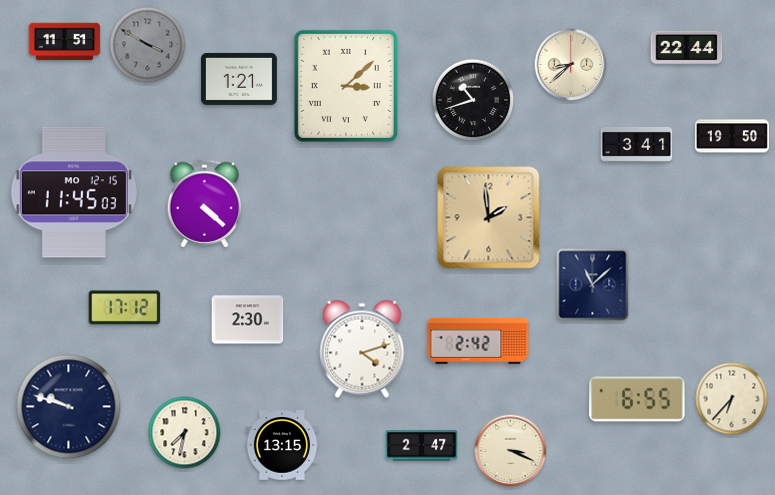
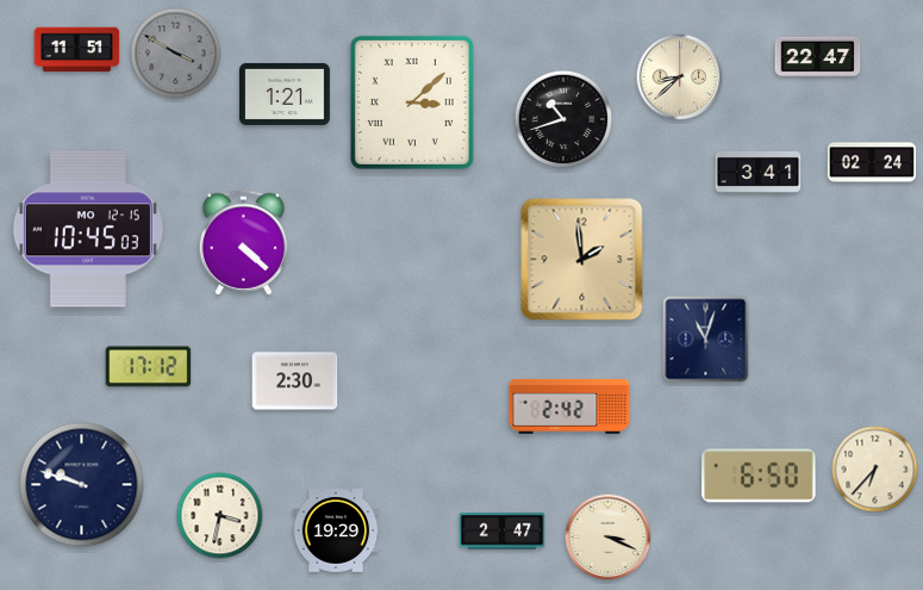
clock at (687, 48): 22:44 -> 22:47
clock at (732, 136): 19:50 -> 02:24
clock at (74, 192): 11:45 -> 10:45
clock at (593, 285): 11:08 -> 11:03
clock at (362, 349): 4:12 -> none
clock at (637, 399): 6:55 -> 6:50
clock at (732, 399) position: (732, 399) -> (875, 470)
clock at (185, 433): 7:32 -> 3:32
clock at (282, 445): 13:15 -> 19:29
